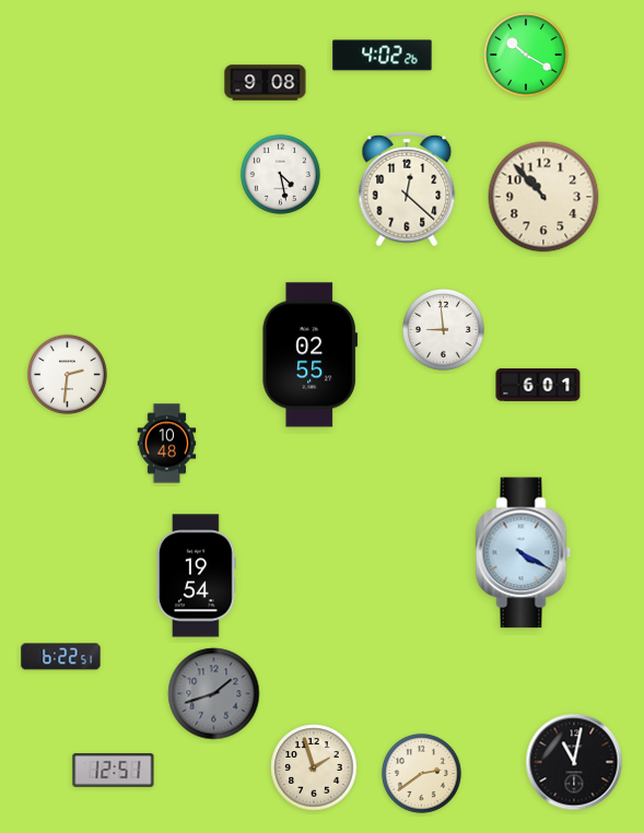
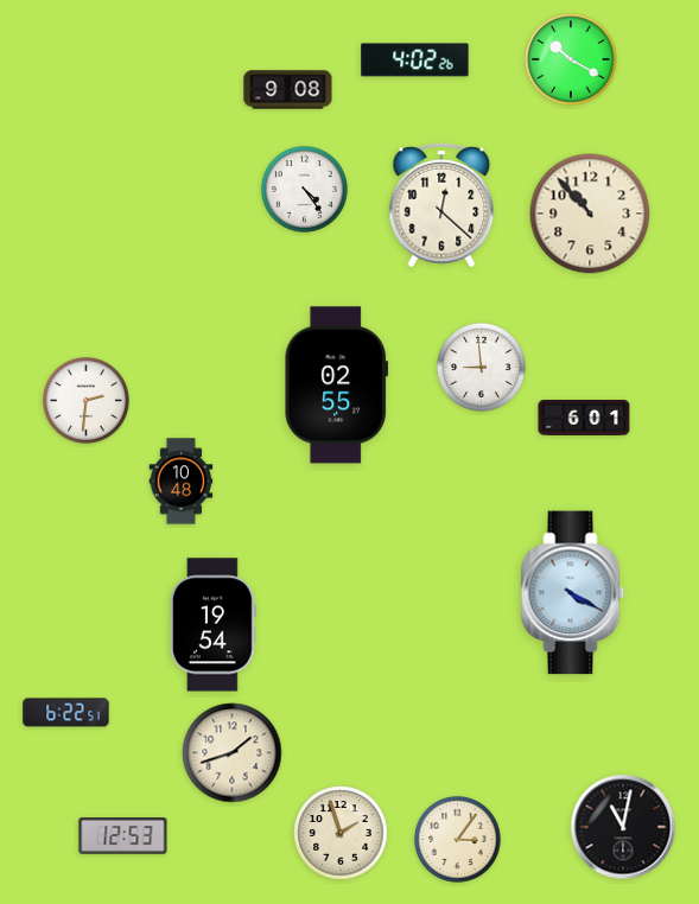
clock at (280, 174): 4:28 -> 4:24
clock at (444, 330) position: (444, 330) -> (482, 368)
clock at (67, 374) position: (67, 374) -> (85, 400)
clock at (524, 553) position: (524, 553) -> (573, 593)
clock at (214, 694) dial: grey -> cream
clock at (114, 771): 12:51 -> 12:53
clock at (421, 773): 2:39 -> 3:06
